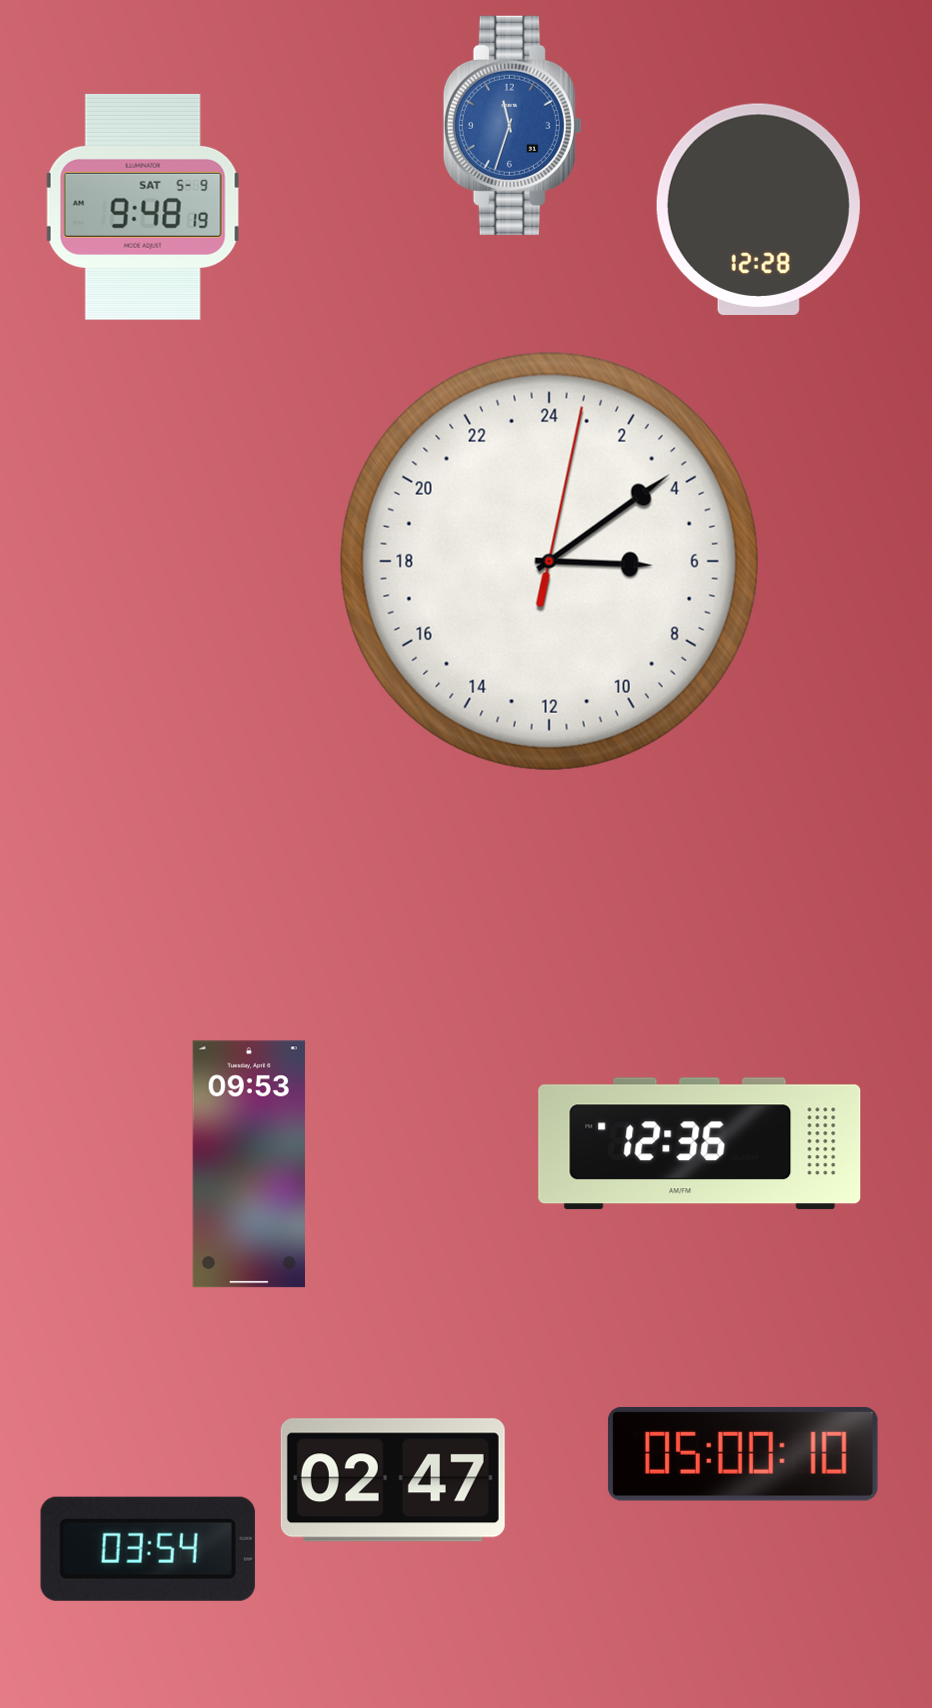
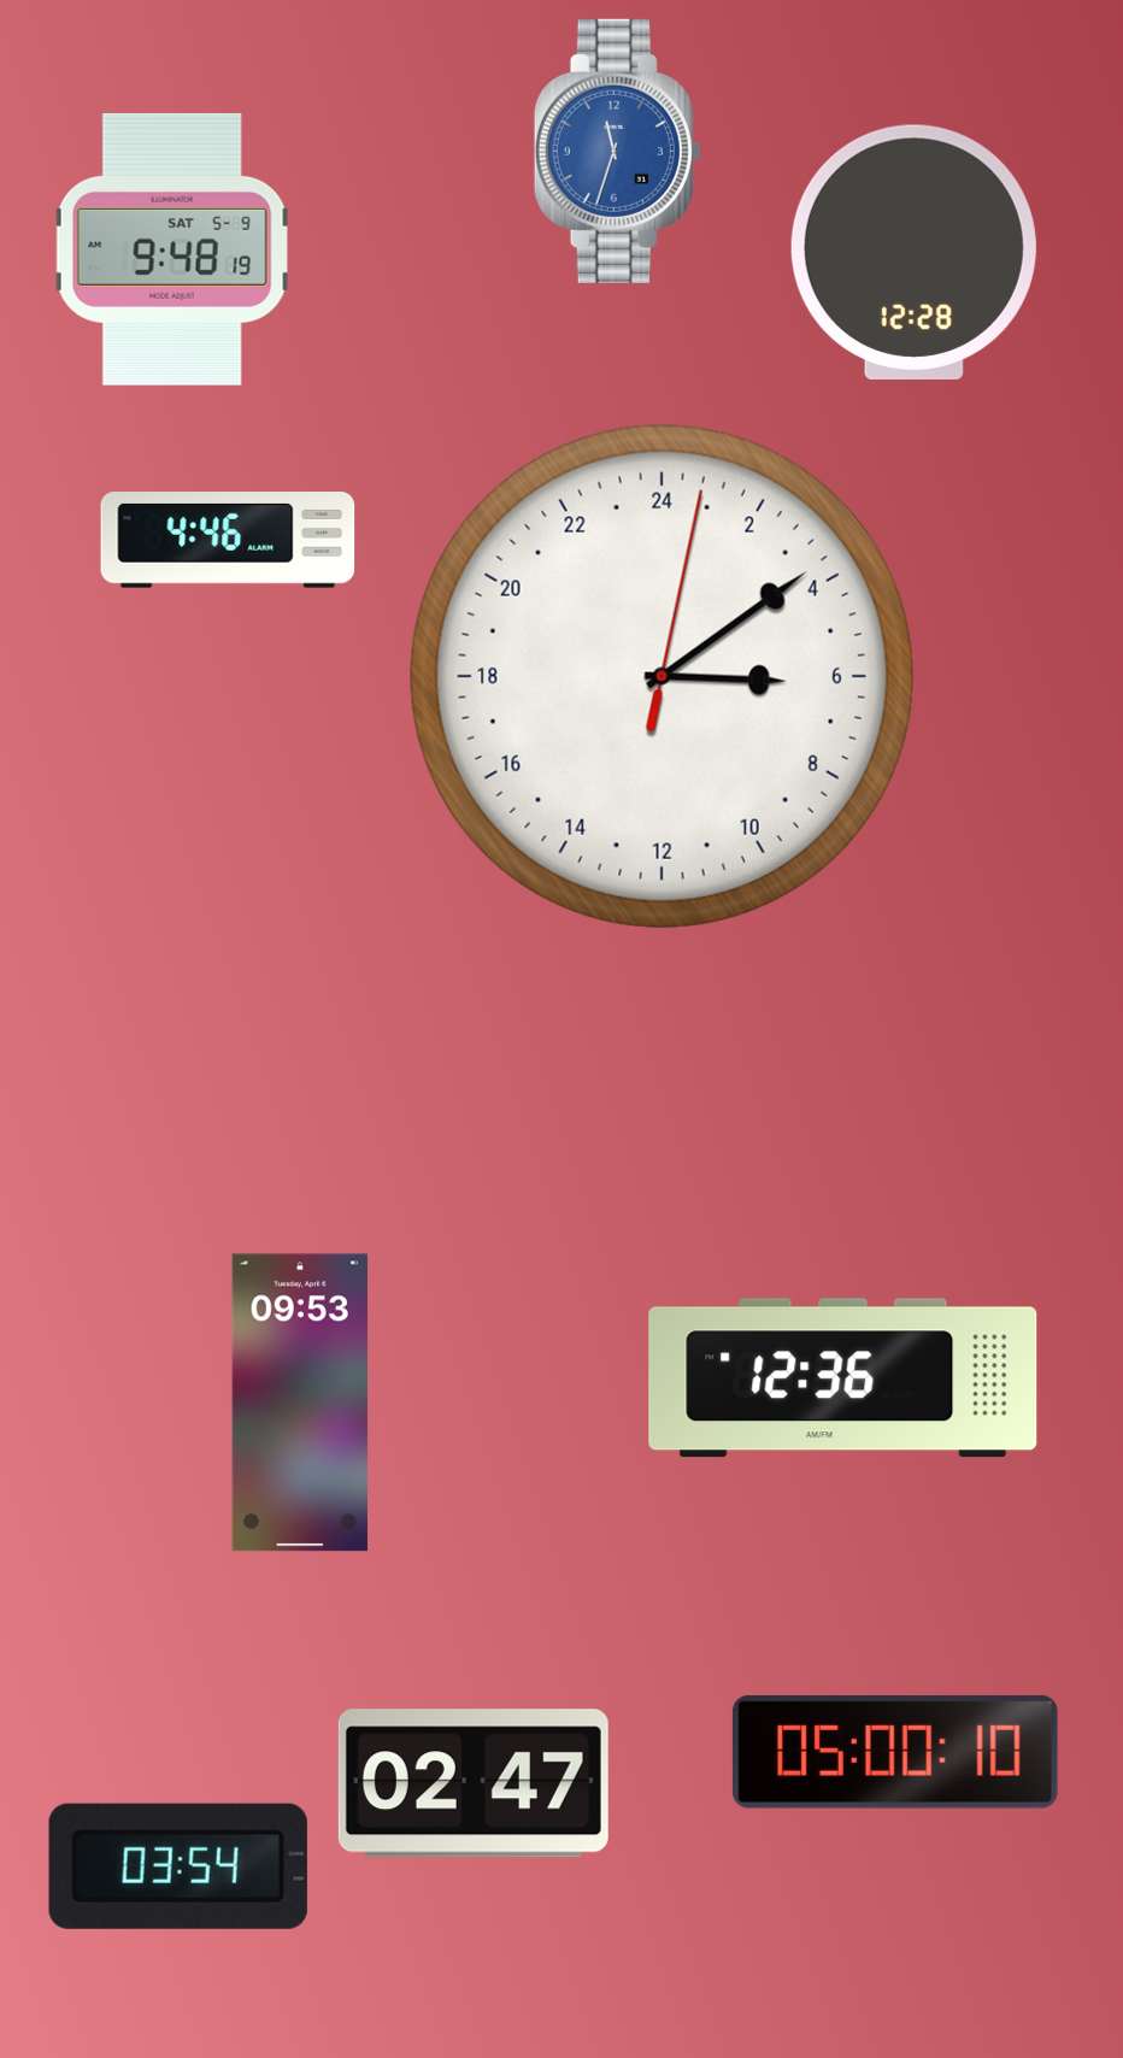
clock at (228, 541): none -> 4:46
